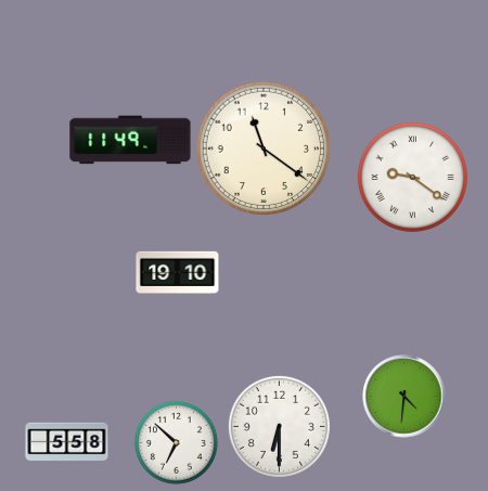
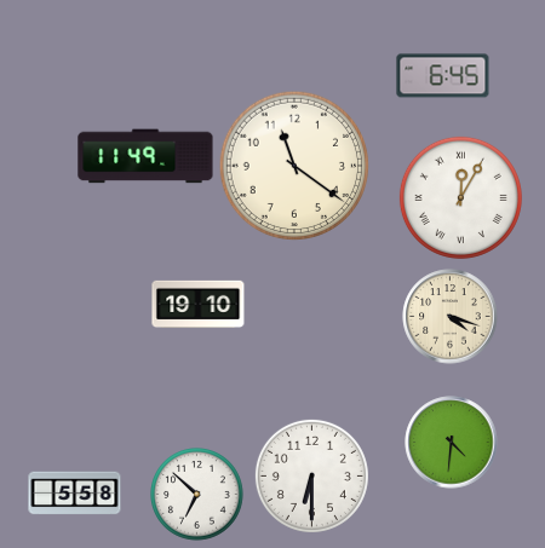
clock at (443, 76): none -> 6:45
clock at (412, 177): 9:21 -> 12:05
clock at (451, 317): none -> 4:18
